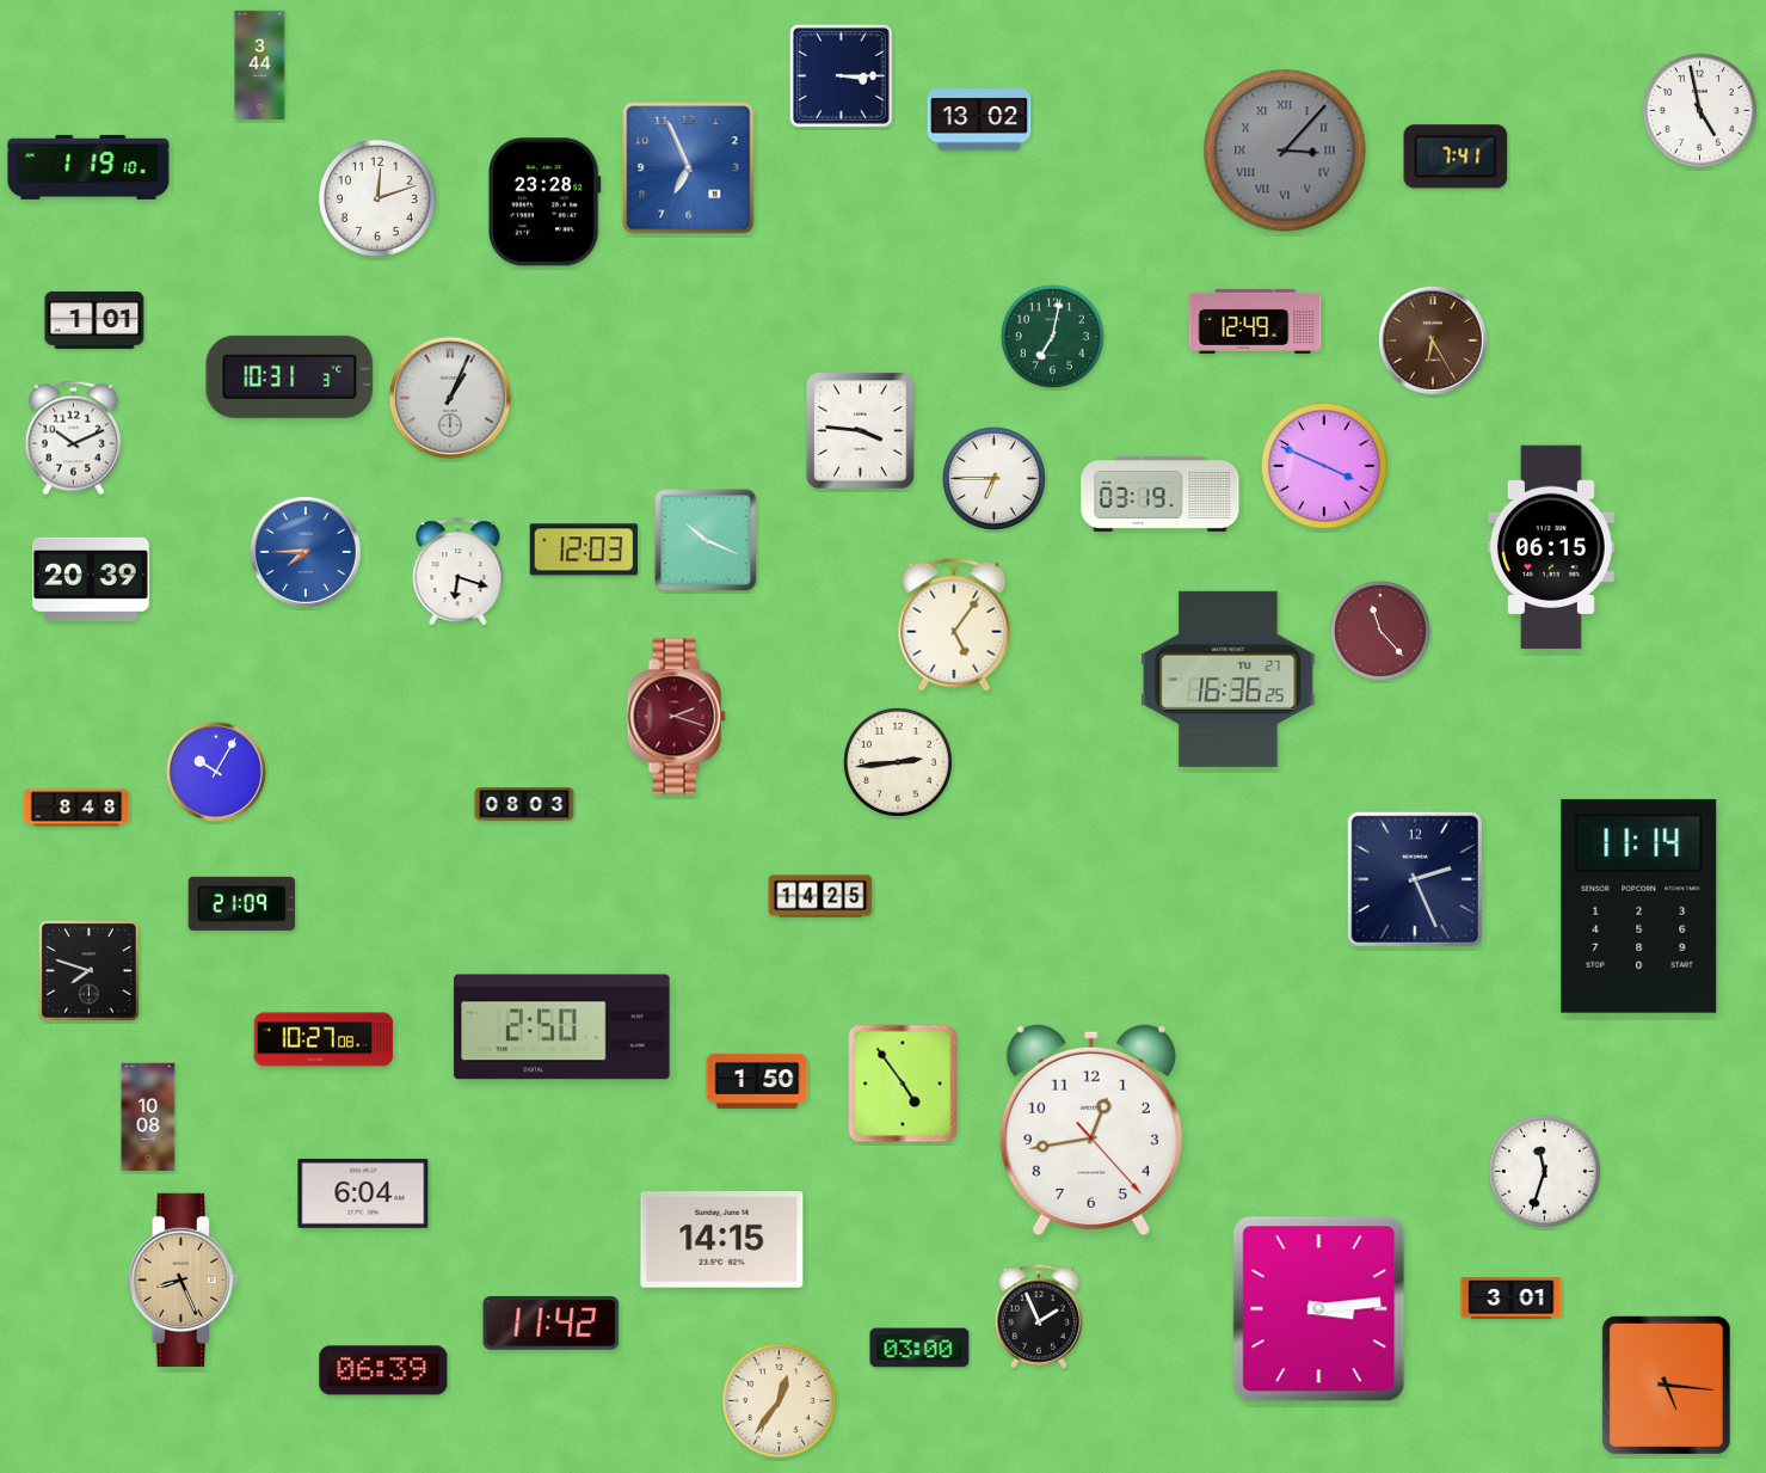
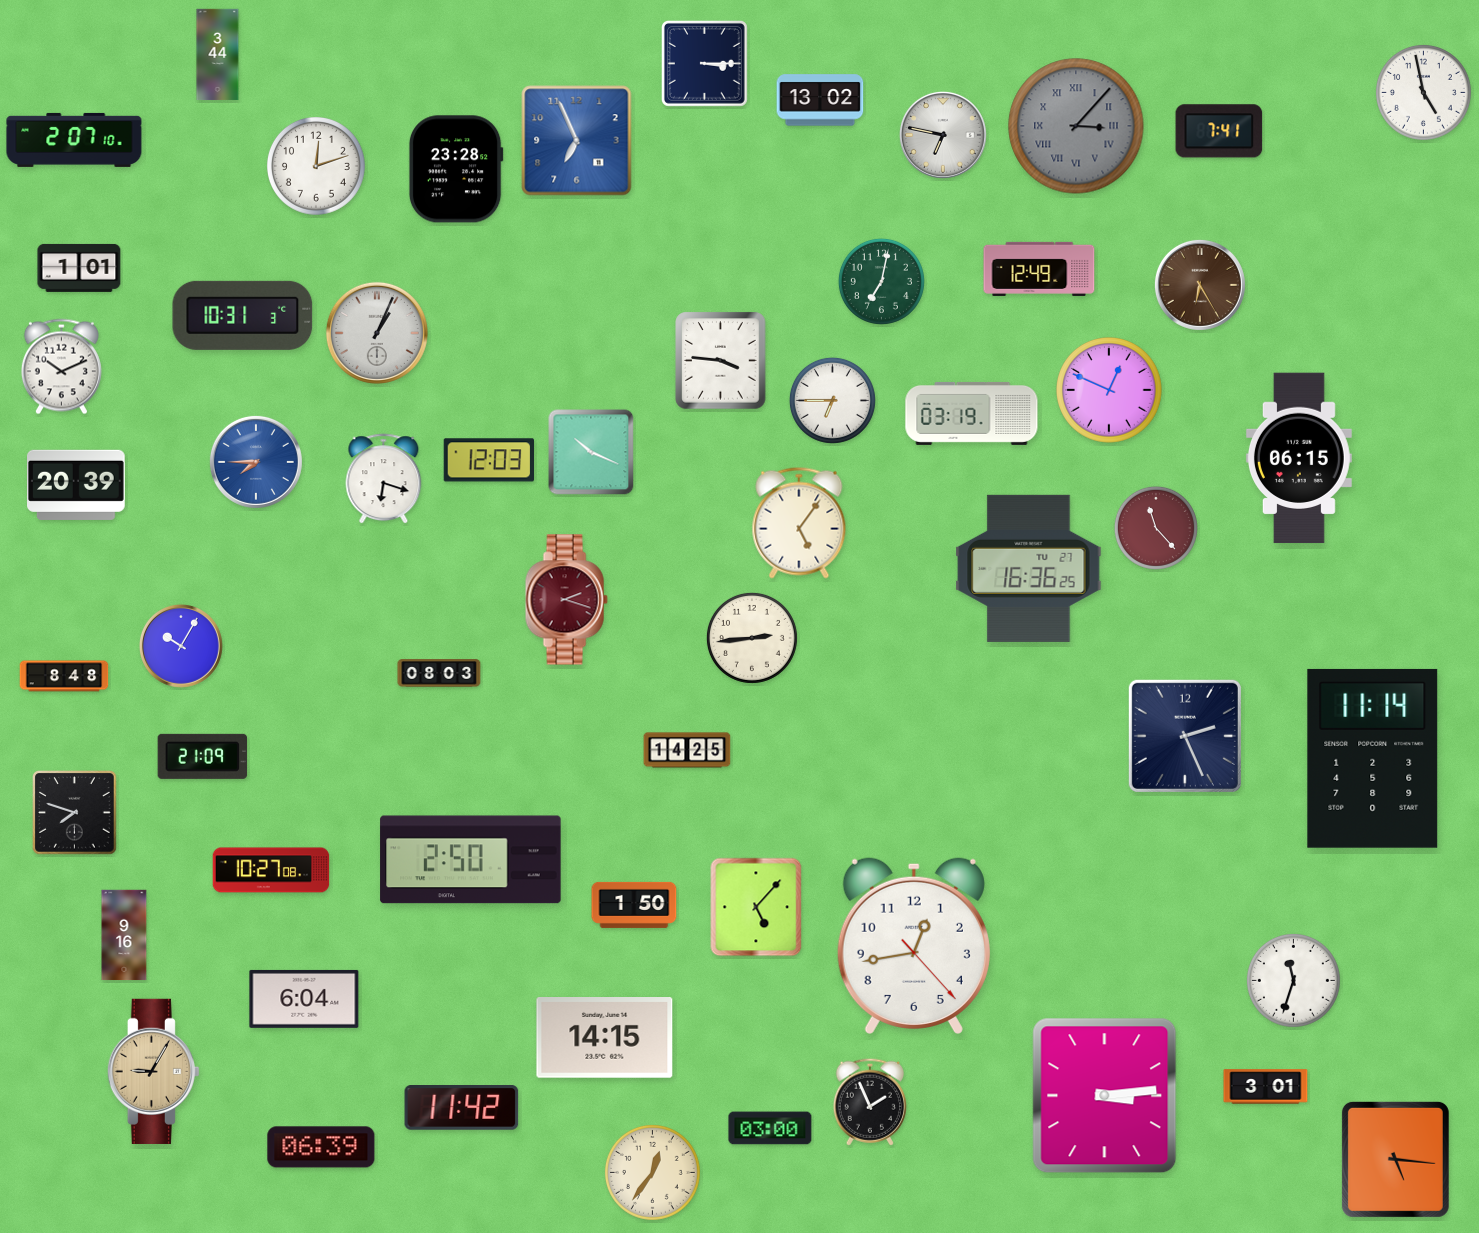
clock at (943, 135): none -> 6:47
clock at (88, 167): 1:19 -> 2:07
clock at (1255, 321) position: (1255, 321) -> (1039, 269)
clock at (1324, 466): 3:49 -> 12:49
clock at (903, 1084): 4:54 -> 5:07
clock at (148, 1117): 10:08 -> 9:16
clock at (183, 1279): 8:26 -> 9:05
